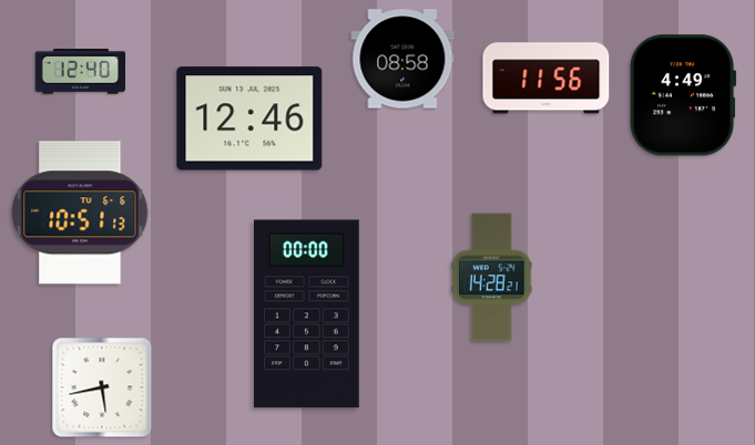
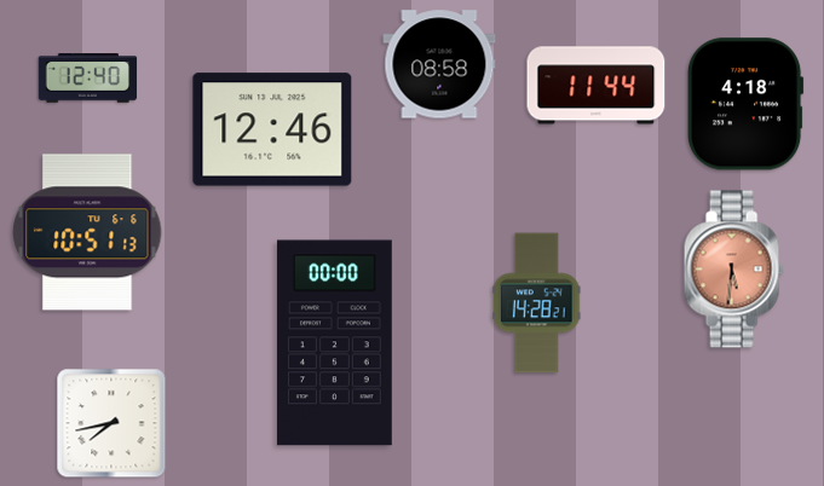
clock at (547, 79): 11:56 -> 11:44
clock at (683, 95): 4:49 -> 4:18
clock at (733, 270): none -> 5:31
clock at (102, 387): 5:43 -> 7:43
